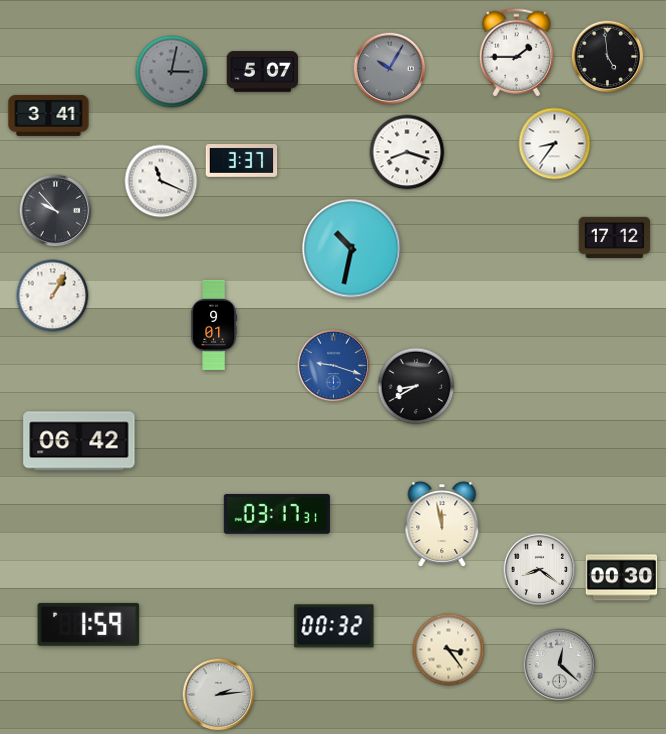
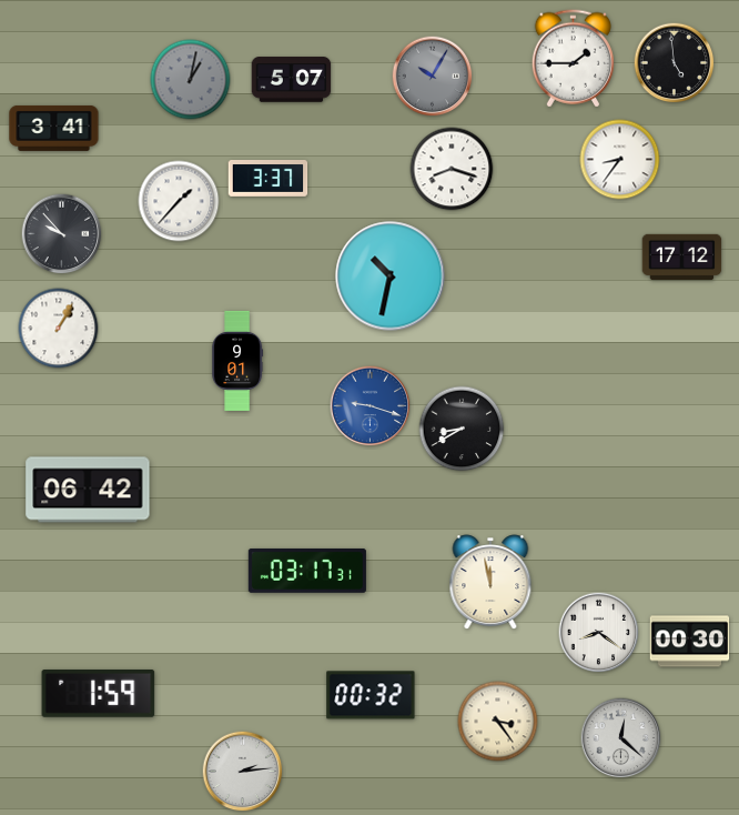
clock at (172, 72): 3:02 -> 1:02
clock at (555, 144) position: (555, 144) -> (620, 160)
clock at (161, 181): 11:19 -> 1:37
clock at (615, 237) position: (615, 237) -> (682, 256)
